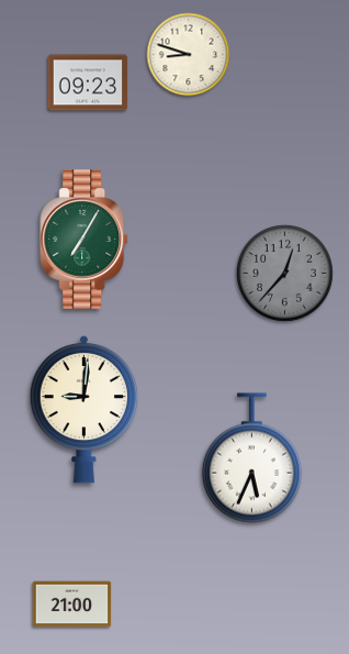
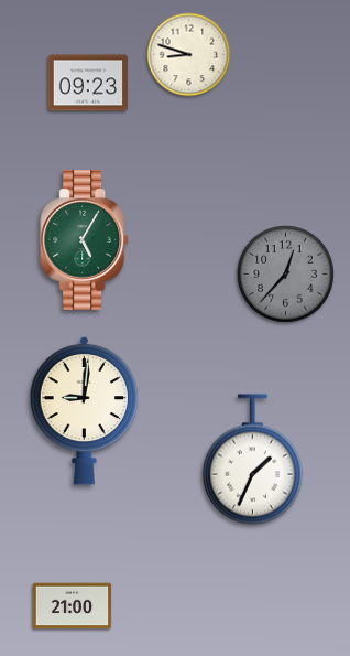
clock at (85, 240): 7:05 -> 5:05
clock at (251, 458): 5:34 -> 1:34
